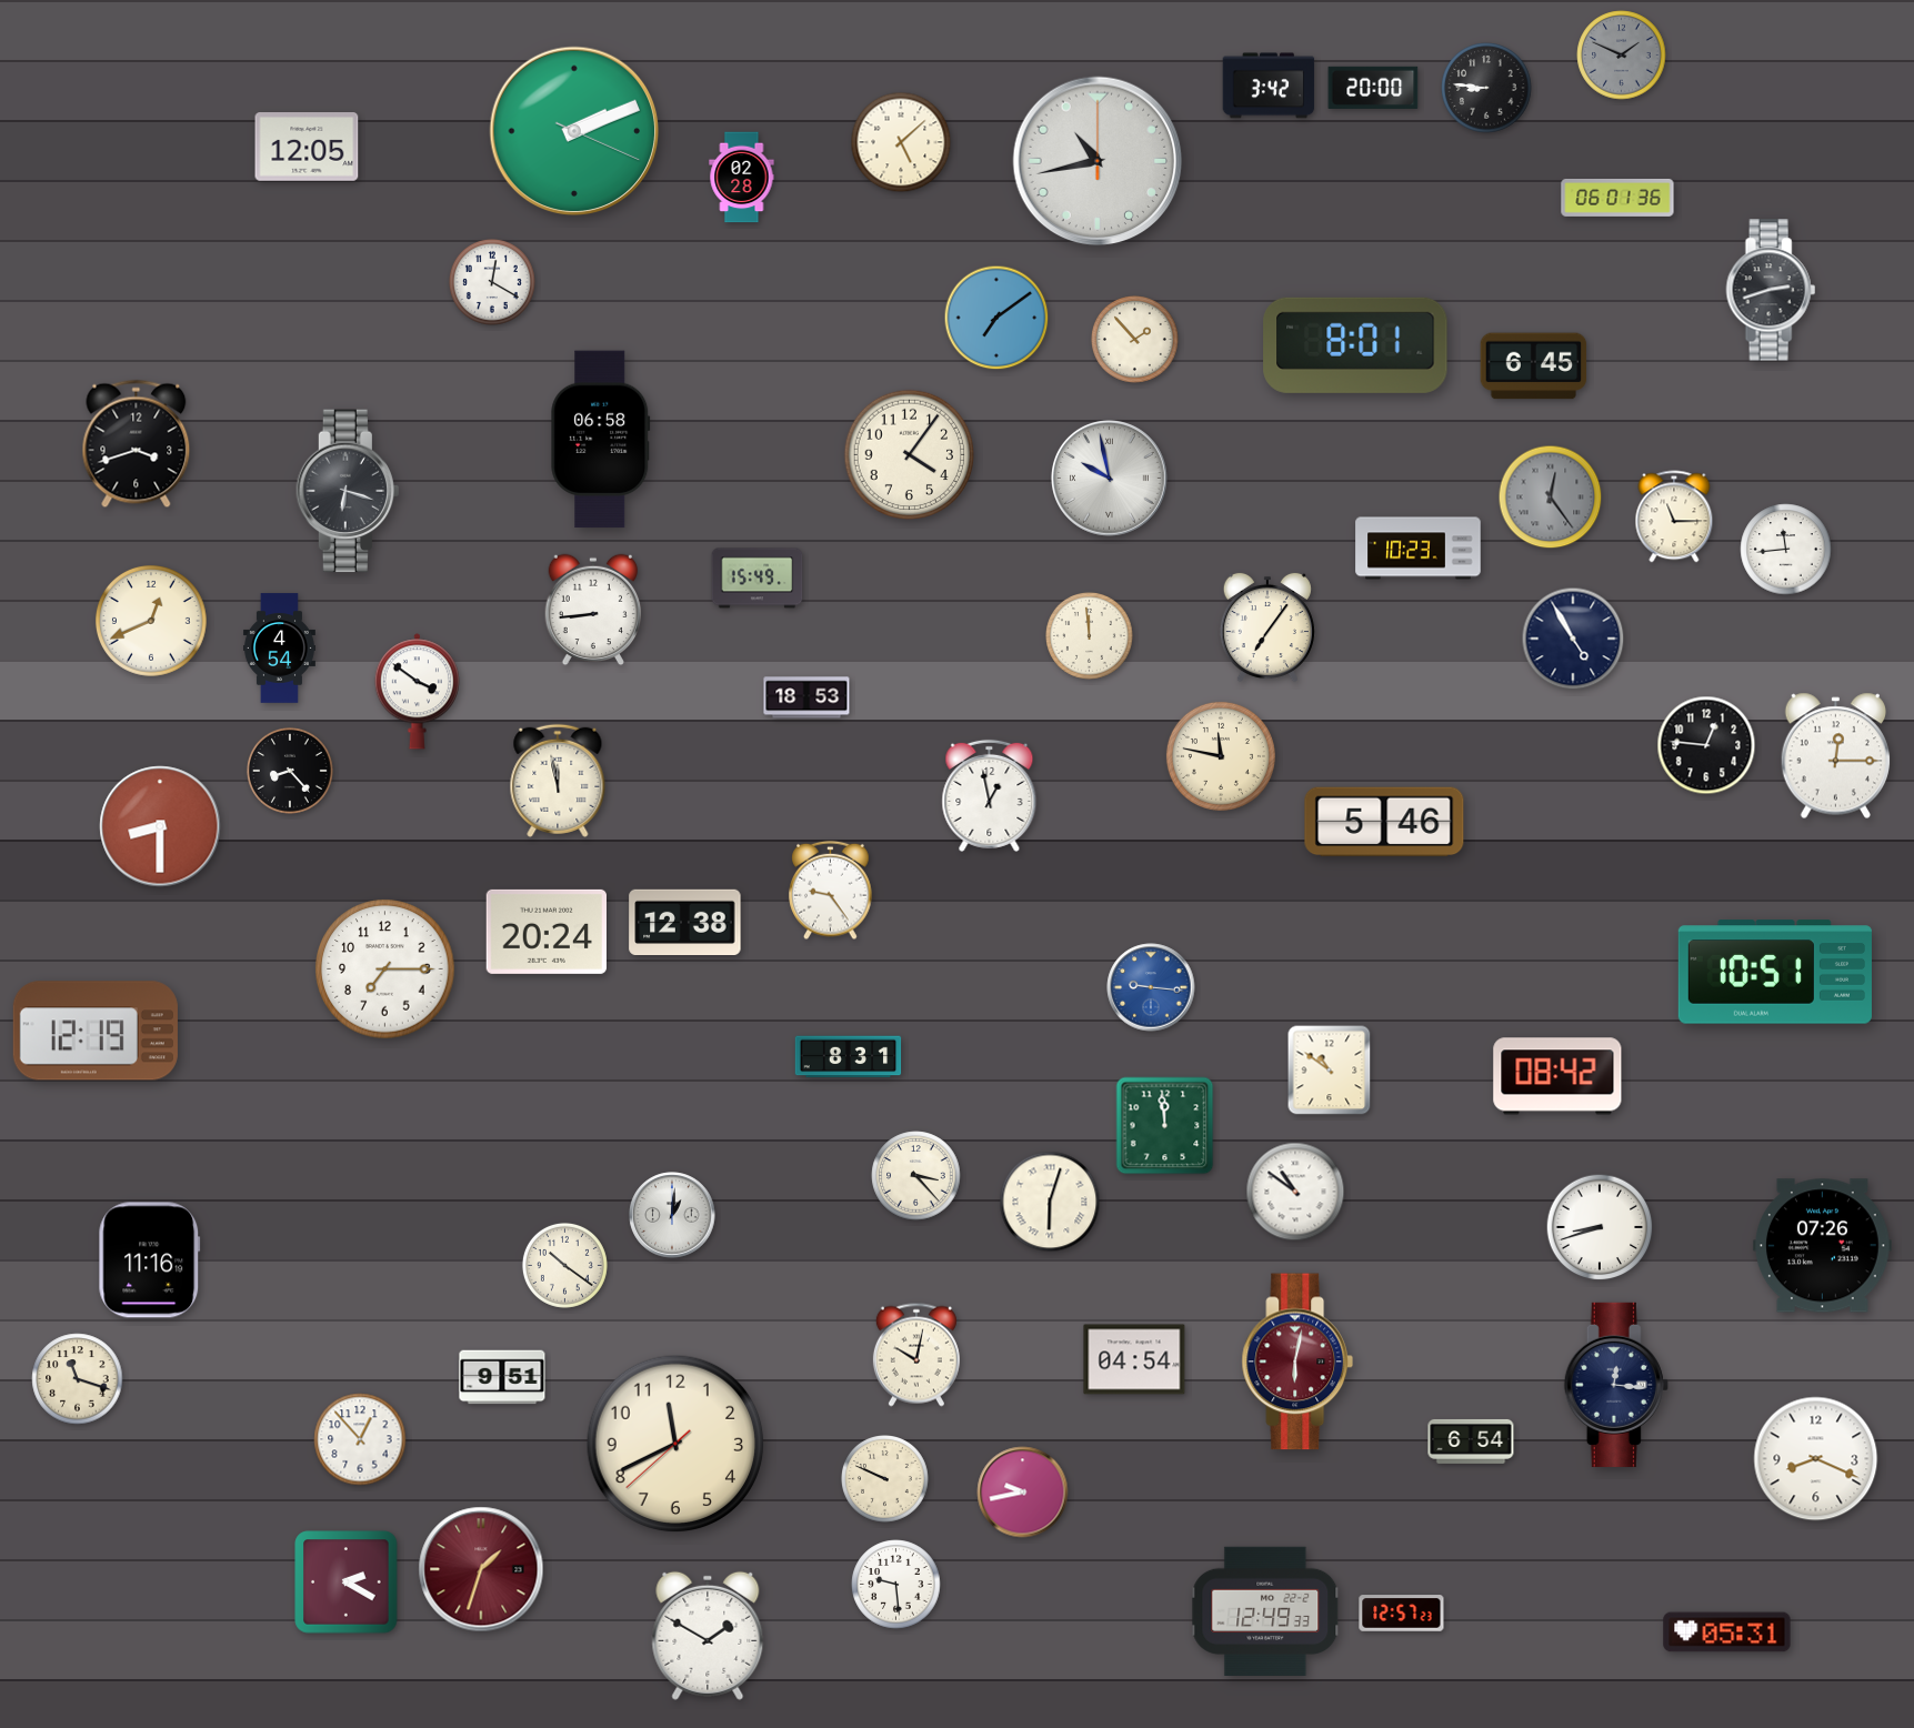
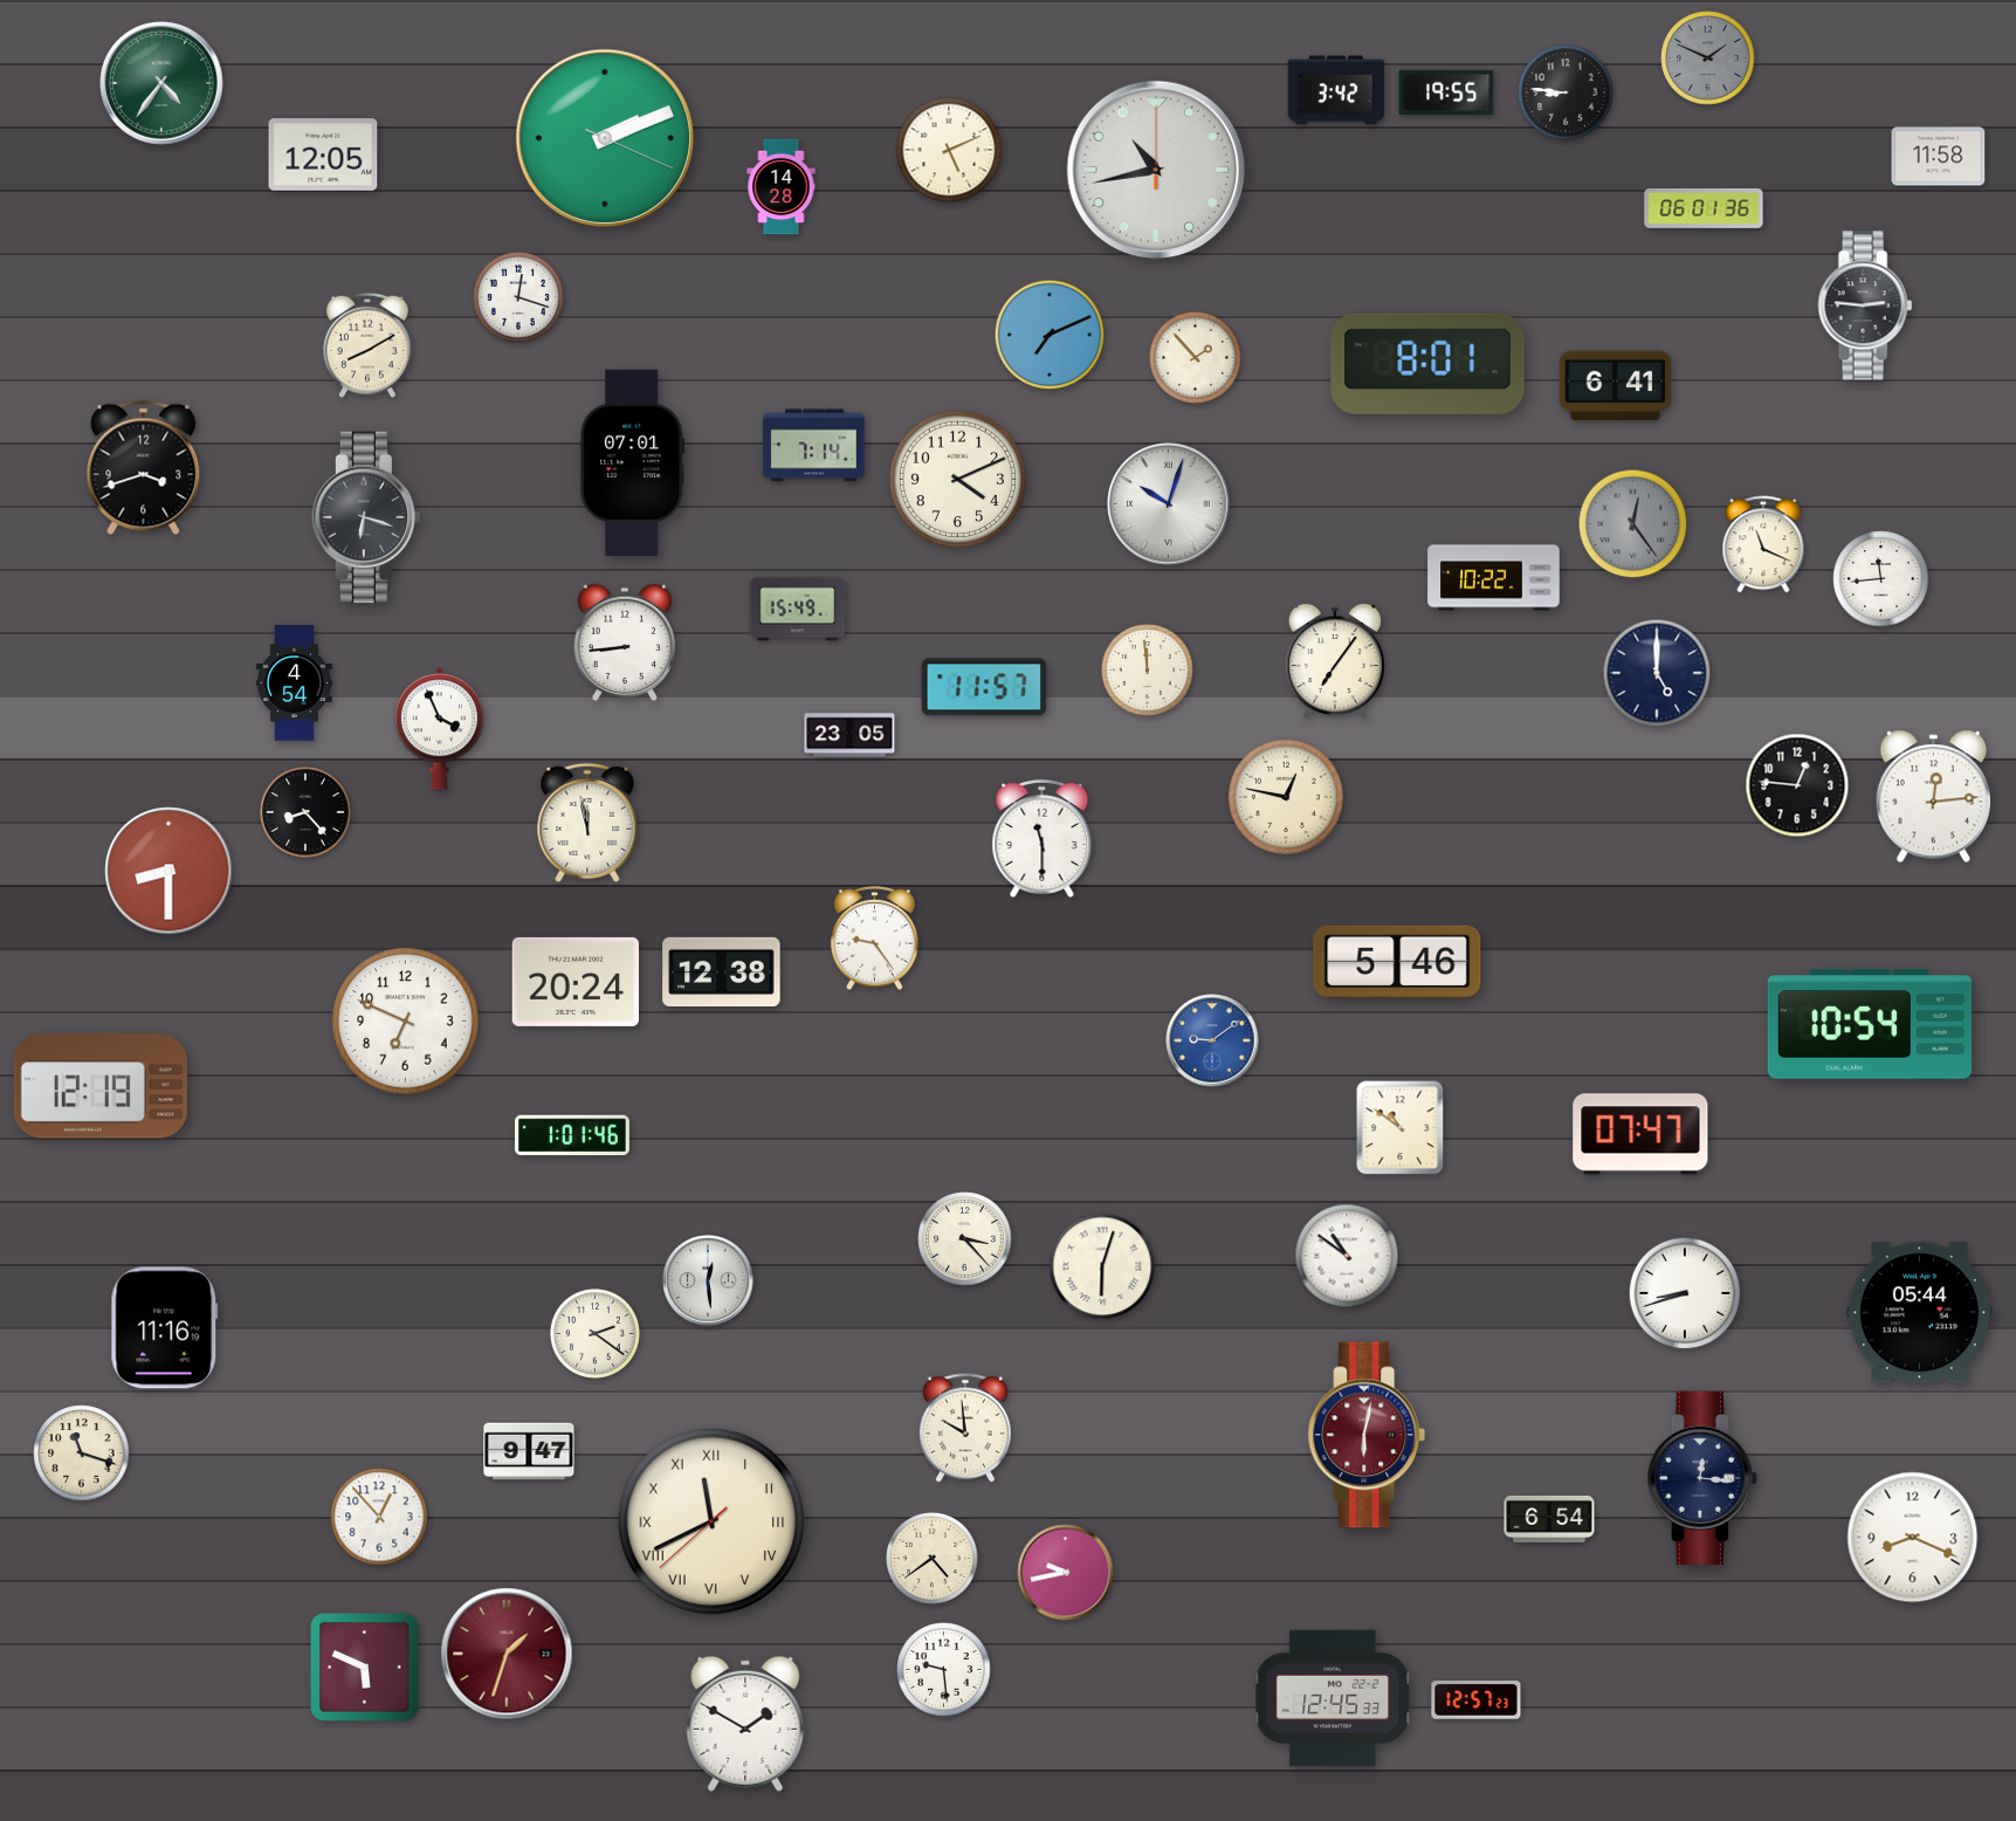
clock at (161, 83): none -> 4:36
clock at (1373, 88): 20:00 -> 19:55
clock at (901, 142): 5:08 -> 5:11
clock at (1939, 157): none -> 11:58
clock at (742, 178): 02:28 -> 14:28
clock at (492, 282): 12:20 -> 12:18
clock at (1771, 290): 2:42 -> 2:46
clock at (996, 318): 7:09 -> 7:11
clock at (369, 345): none -> 8:10
clock at (1534, 366): 6:45 -> 6:41
clock at (814, 446): none -> 7:14
clock at (601, 440): 06:58 -> 07:01
clock at (910, 455): 4:06 -> 4:11
clock at (1110, 479): 9:58 -> 10:03
clock at (1674, 516): 11:15 -> 11:19
clock at (1419, 549): 10:23 -> 10:22
clock at (151, 621): 12:41 -> none
clock at (1573, 639): 4:55 -> 5:00
clock at (984, 687): none -> 11:57
clock at (417, 692): 3:51 -> 3:56
clock at (806, 697): 18:53 -> 23:05
clock at (1221, 756): 11:47 -> 12:47
clock at (1836, 756): 12:15 -> 12:14
clock at (990, 795): 12:58 -> 11:30
clock at (1384, 822) position: (1384, 822) -> (1397, 962)
clock at (385, 970): 7:15 -> 6:49
clock at (1775, 972): 10:51 -> 10:54
clock at (1151, 987): 9:16 -> 9:09
clock at (849, 1057): 8:31 -> none
clock at (1557, 1076): 08:42 -> 07:47
clock at (572, 1135): none -> 1:01
clock at (1165, 1126): 11:59 -> none
clock at (1295, 1192) position: (1295, 1192) -> (1347, 1256)
clock at (1050, 1202) position: (1050, 1202) -> (1102, 1266)
clock at (672, 1215): 1:01 -> 12:29
clock at (1822, 1246): 07:26 -> 05:44
clock at (150, 1260) position: (150, 1260) -> (165, 1328)
clock at (564, 1265): 10:21 -> 2:21
clock at (916, 1355): 10:02 -> 9:59
clock at (1134, 1359): 04:54 -> none
clock at (502, 1377): 9:51 -> 9:47
clock at (1616, 1385) position: (1616, 1385) -> (1702, 1478)
clock at (675, 1444) numerals: Arabic -> Roman
clock at (885, 1479): 9:49 -> 4:39
clock at (1023, 1493) position: (1023, 1493) -> (1066, 1573)
clock at (347, 1583): 2:20 -> 5:49
clock at (1265, 1610): 12:49 -> 12:45
clock at (1727, 1632): 05:31 -> none
